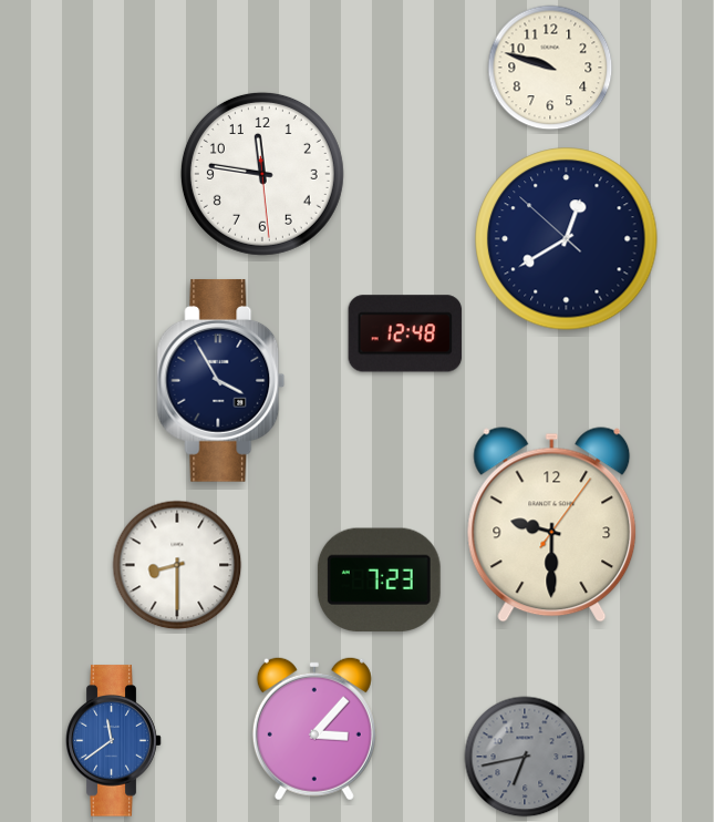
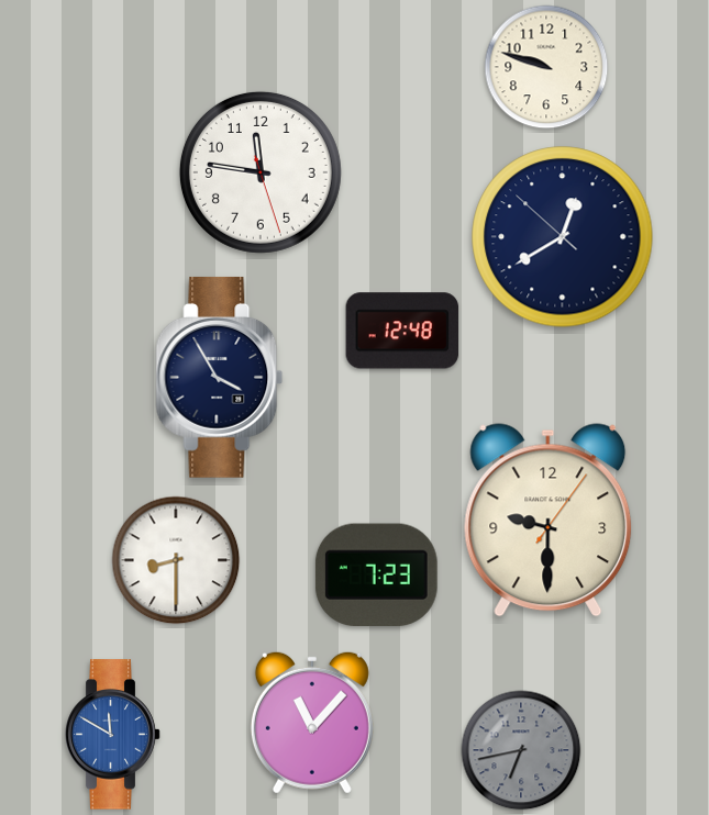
clock at (262, 174): 11:46:29 -> 11:46:27
clock at (314, 729): 3:07 -> 11:07
clock at (114, 741): 11:39 -> 11:50
